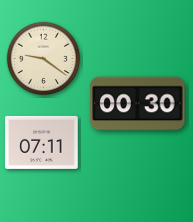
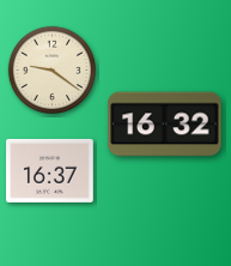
clock at (138, 104): 00:30 -> 16:32
clock at (42, 142): 07:11 -> 16:37
